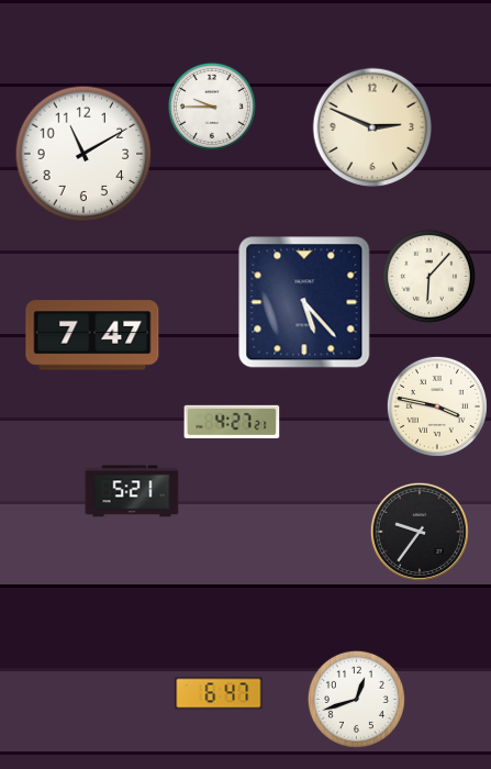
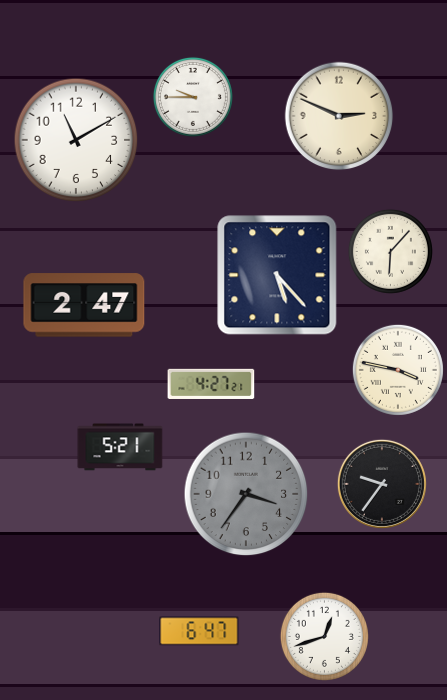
clock at (92, 335): 7:47 -> 2:47
clock at (246, 494): none -> 3:36
